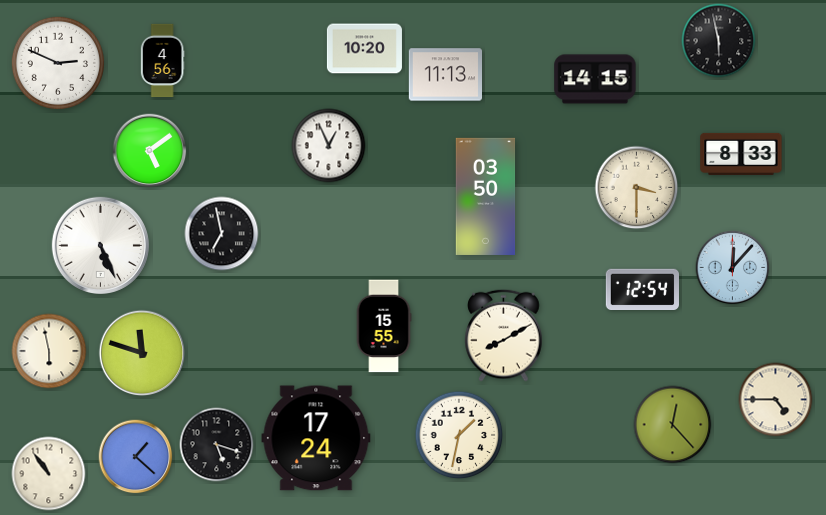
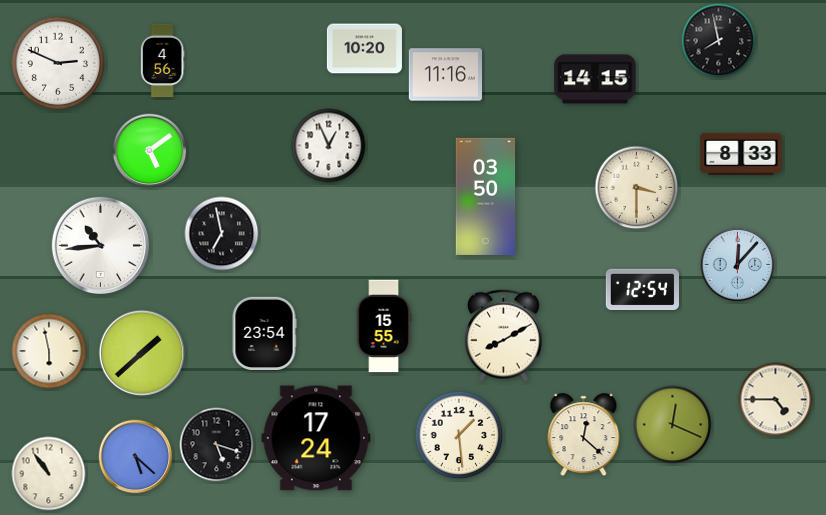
clock at (719, 41): 5:58 -> 7:58
clock at (445, 75): 11:13 -> 11:16
clock at (100, 245): 5:26 -> 10:44
clock at (733, 268) position: (733, 268) -> (738, 265)
clock at (264, 333): none -> 23:54
clock at (142, 353): 11:48 -> 1:38
clock at (673, 425): 12:23 -> 12:19
clock at (459, 435): 1:32 -> 1:29
clock at (584, 435): none -> 12:22
clock at (136, 457): 1:22 -> 5:22
